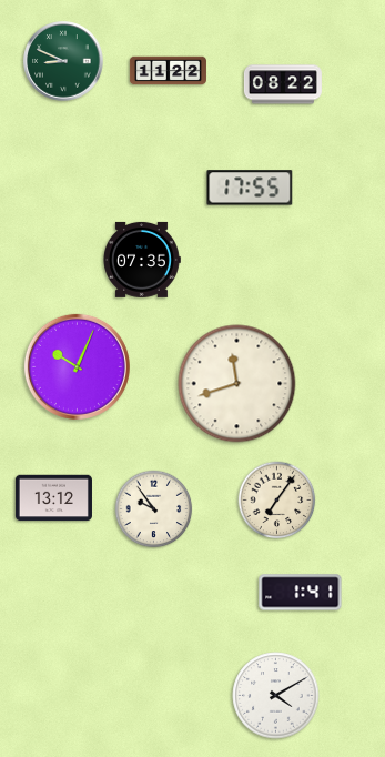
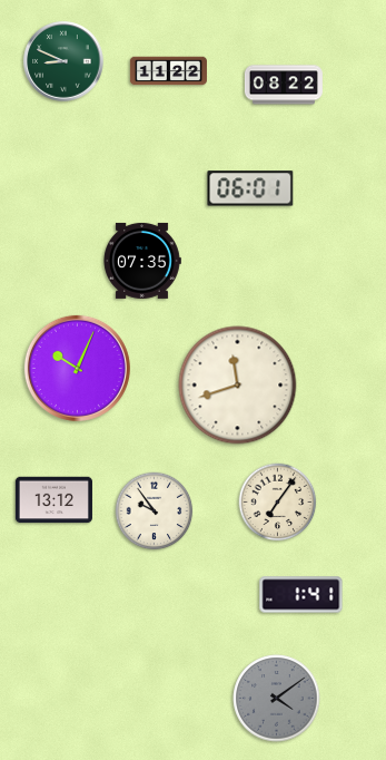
clock at (250, 188): 17:55 -> 06:01
clock at (276, 696): 4:10 -> 4:09
clock at (276, 696) dial: white -> grey
